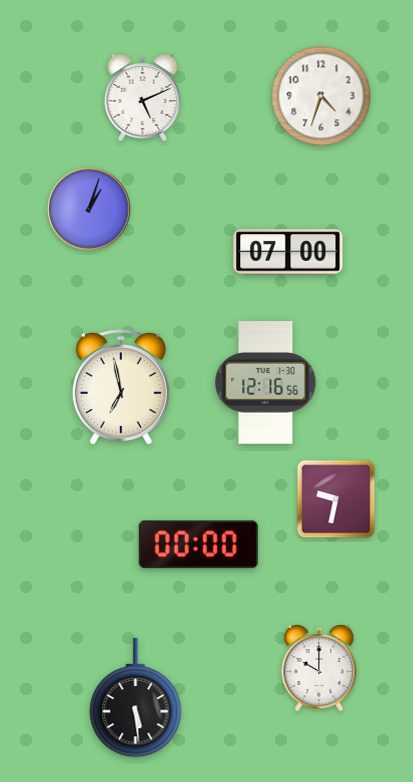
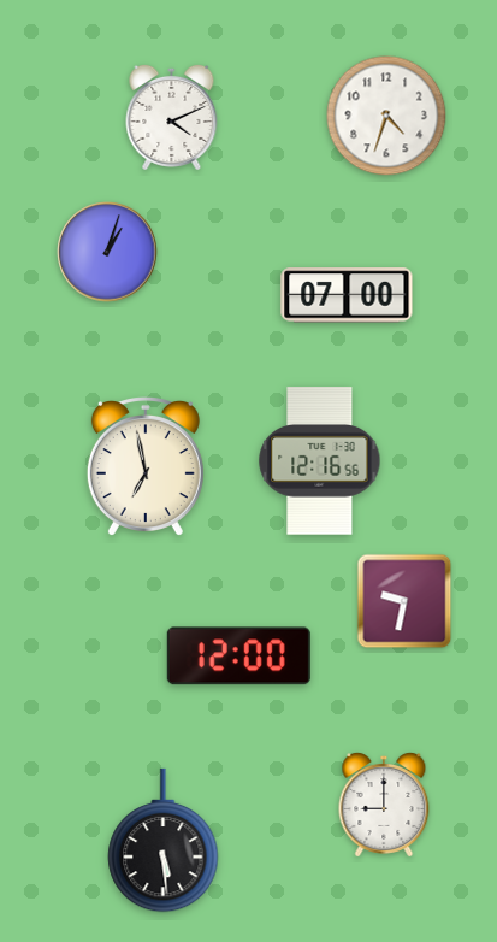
clock at (143, 97): 5:11 -> 4:11
clock at (288, 252) position: (288, 252) -> (347, 295)
clock at (198, 545): 00:00 -> 12:00
clock at (319, 668): 10:00 -> 9:00
